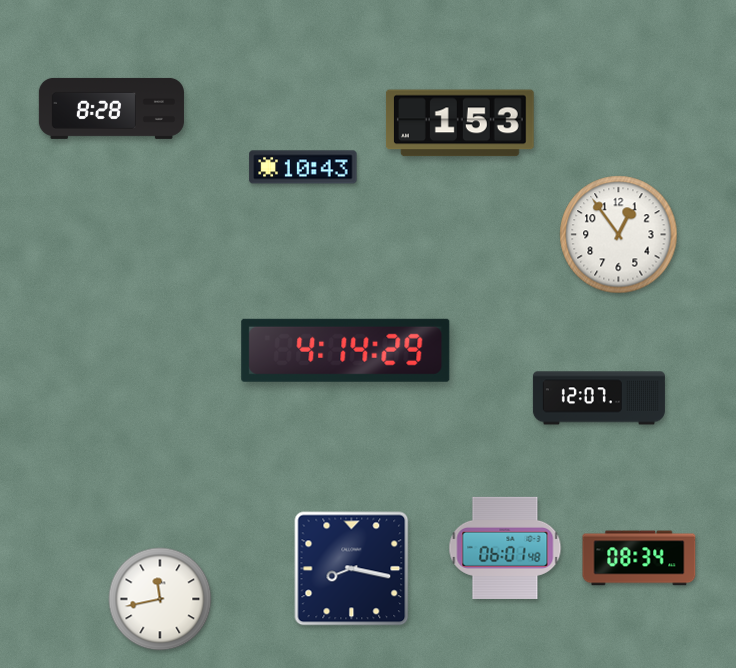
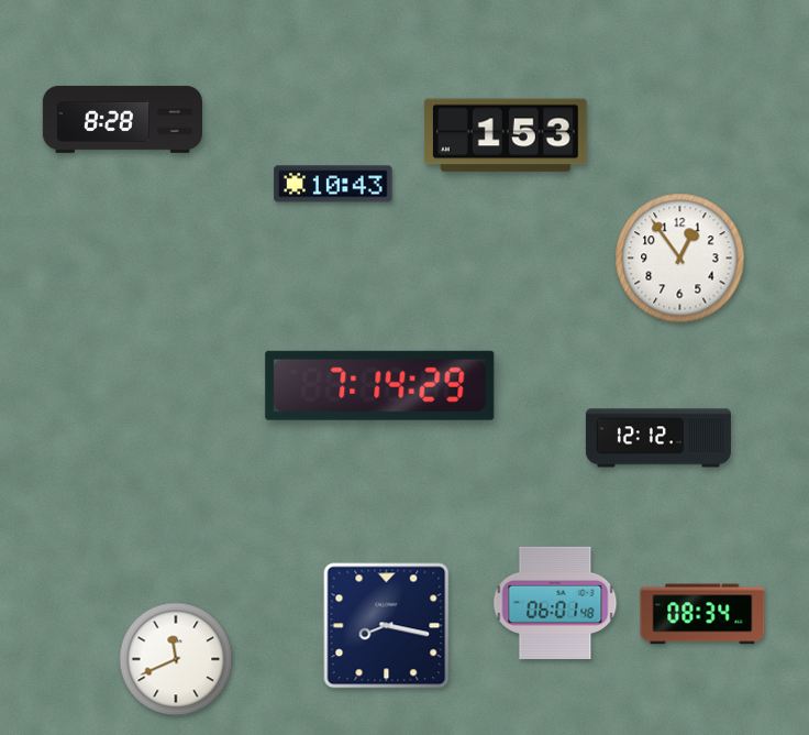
clock at (346, 350): 4:14 -> 7:14
clock at (599, 398): 12:07 -> 12:12
clock at (160, 599): 11:43 -> 11:41
